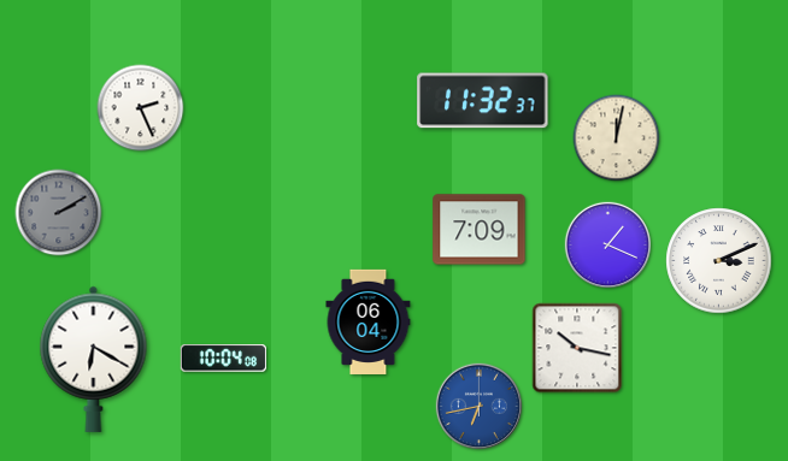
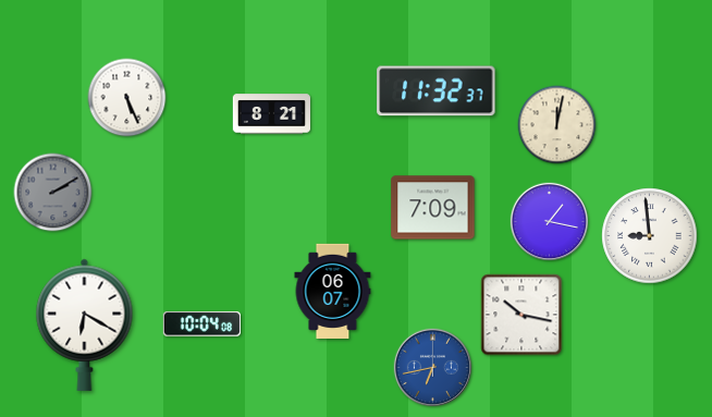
clock at (141, 108): 2:26 -> 5:26
clock at (271, 114): none -> 8:21
clock at (607, 244): 1:19 -> 1:17
clock at (719, 261): 3:11 -> 8:59
clock at (369, 321): 06:04 -> 06:07
